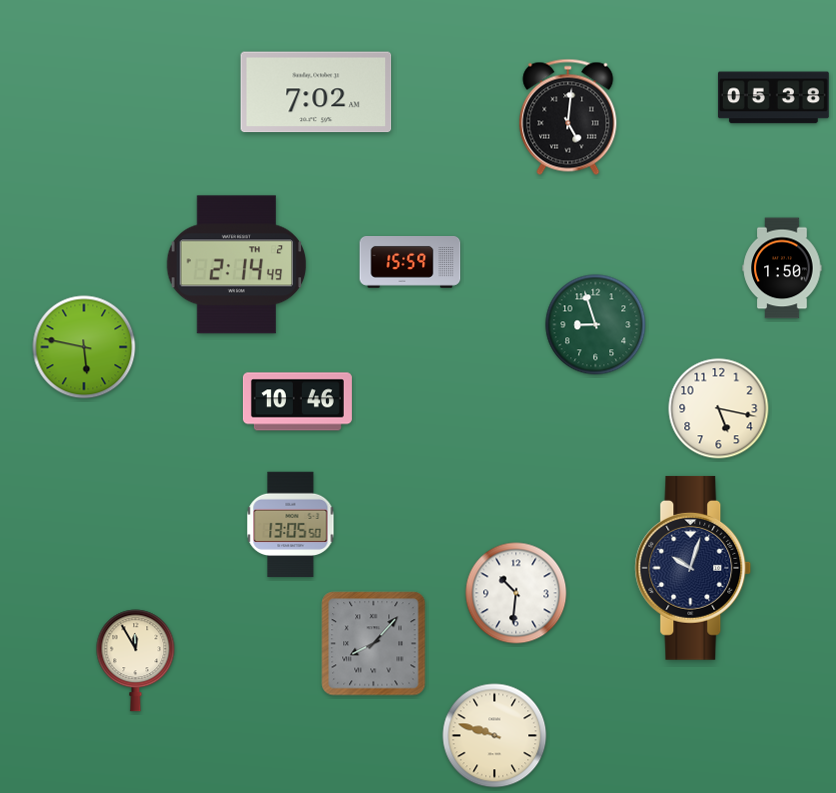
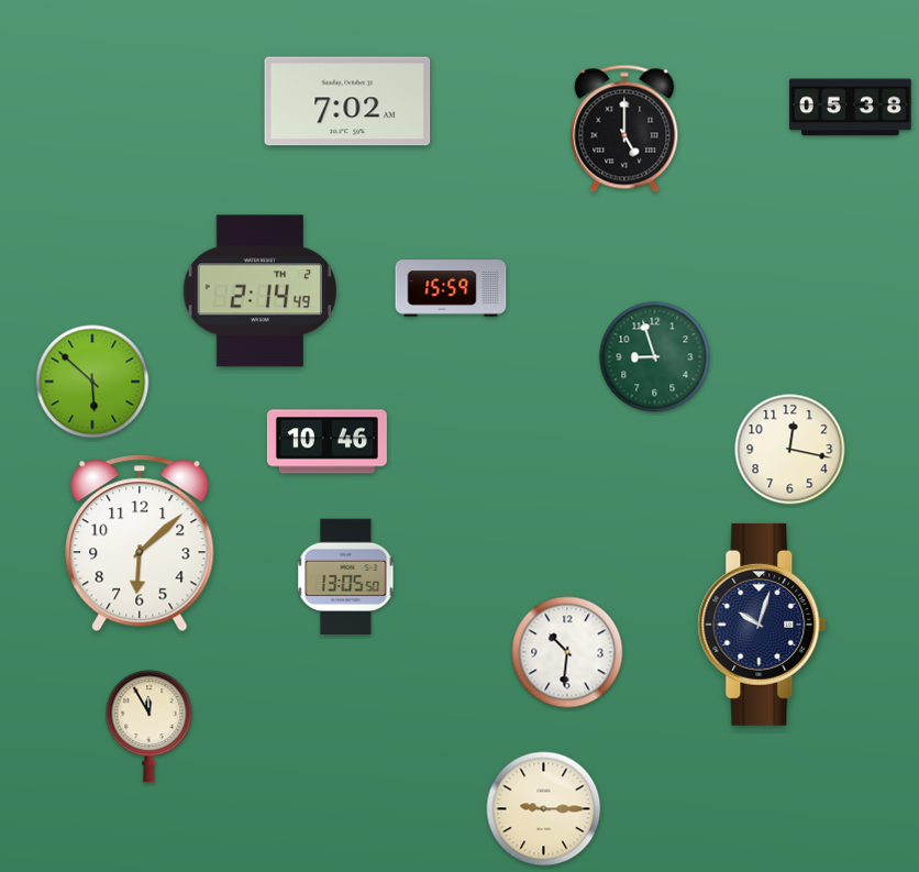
clock at (568, 117): 5:01 -> 5:00
clock at (782, 268): 1:50 -> none
clock at (84, 347): 5:47 -> 5:52
clock at (719, 409): 5:17 -> 12:17
clock at (140, 543): none -> 6:08
clock at (291, 525) position: (291, 525) -> (346, 577)
clock at (374, 644): 8:07 -> none
clock at (495, 736): 9:48 -> 9:15
